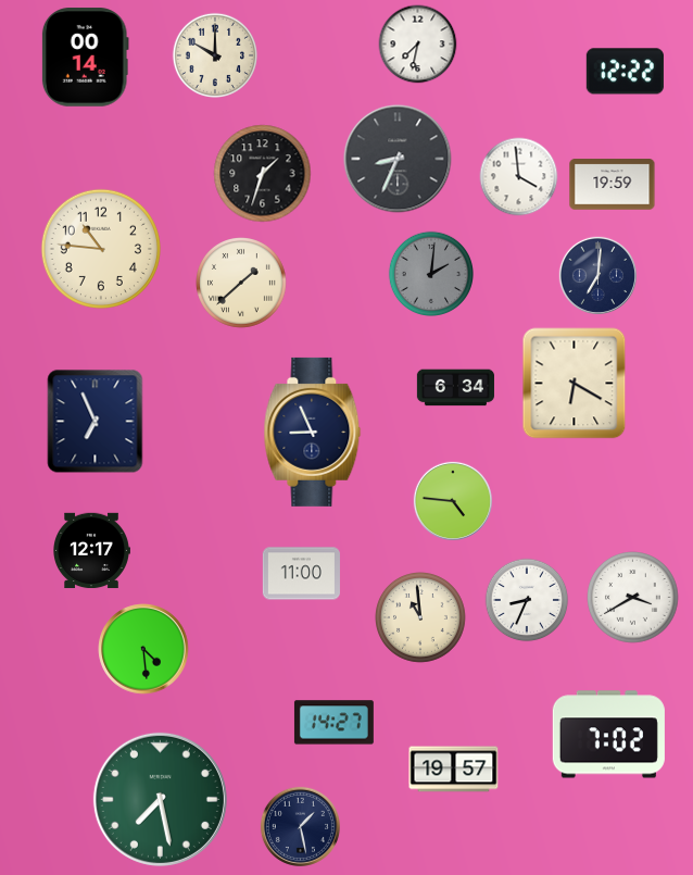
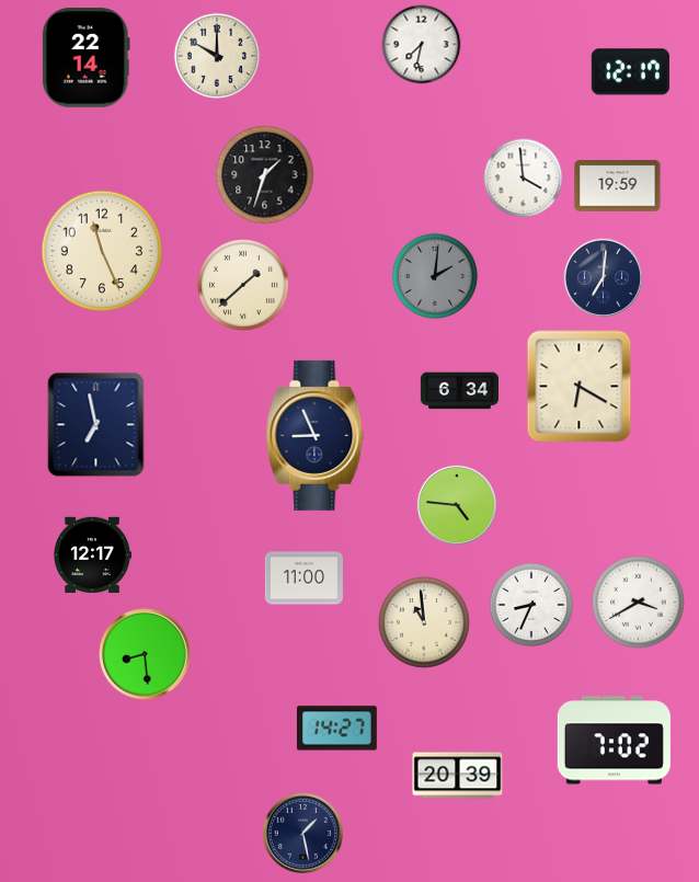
clock at (85, 58): 00:14 -> 22:14
clock at (625, 72): 12:22 -> 12:17
clock at (398, 159): 8:34 -> none
clock at (101, 249): 10:46 -> 11:26
clock at (96, 422): 6:56 -> 6:58
clock at (143, 649): 4:29 -> 8:29
clock at (454, 770): 19:57 -> 20:39
clock at (160, 799): 7:28 -> none
